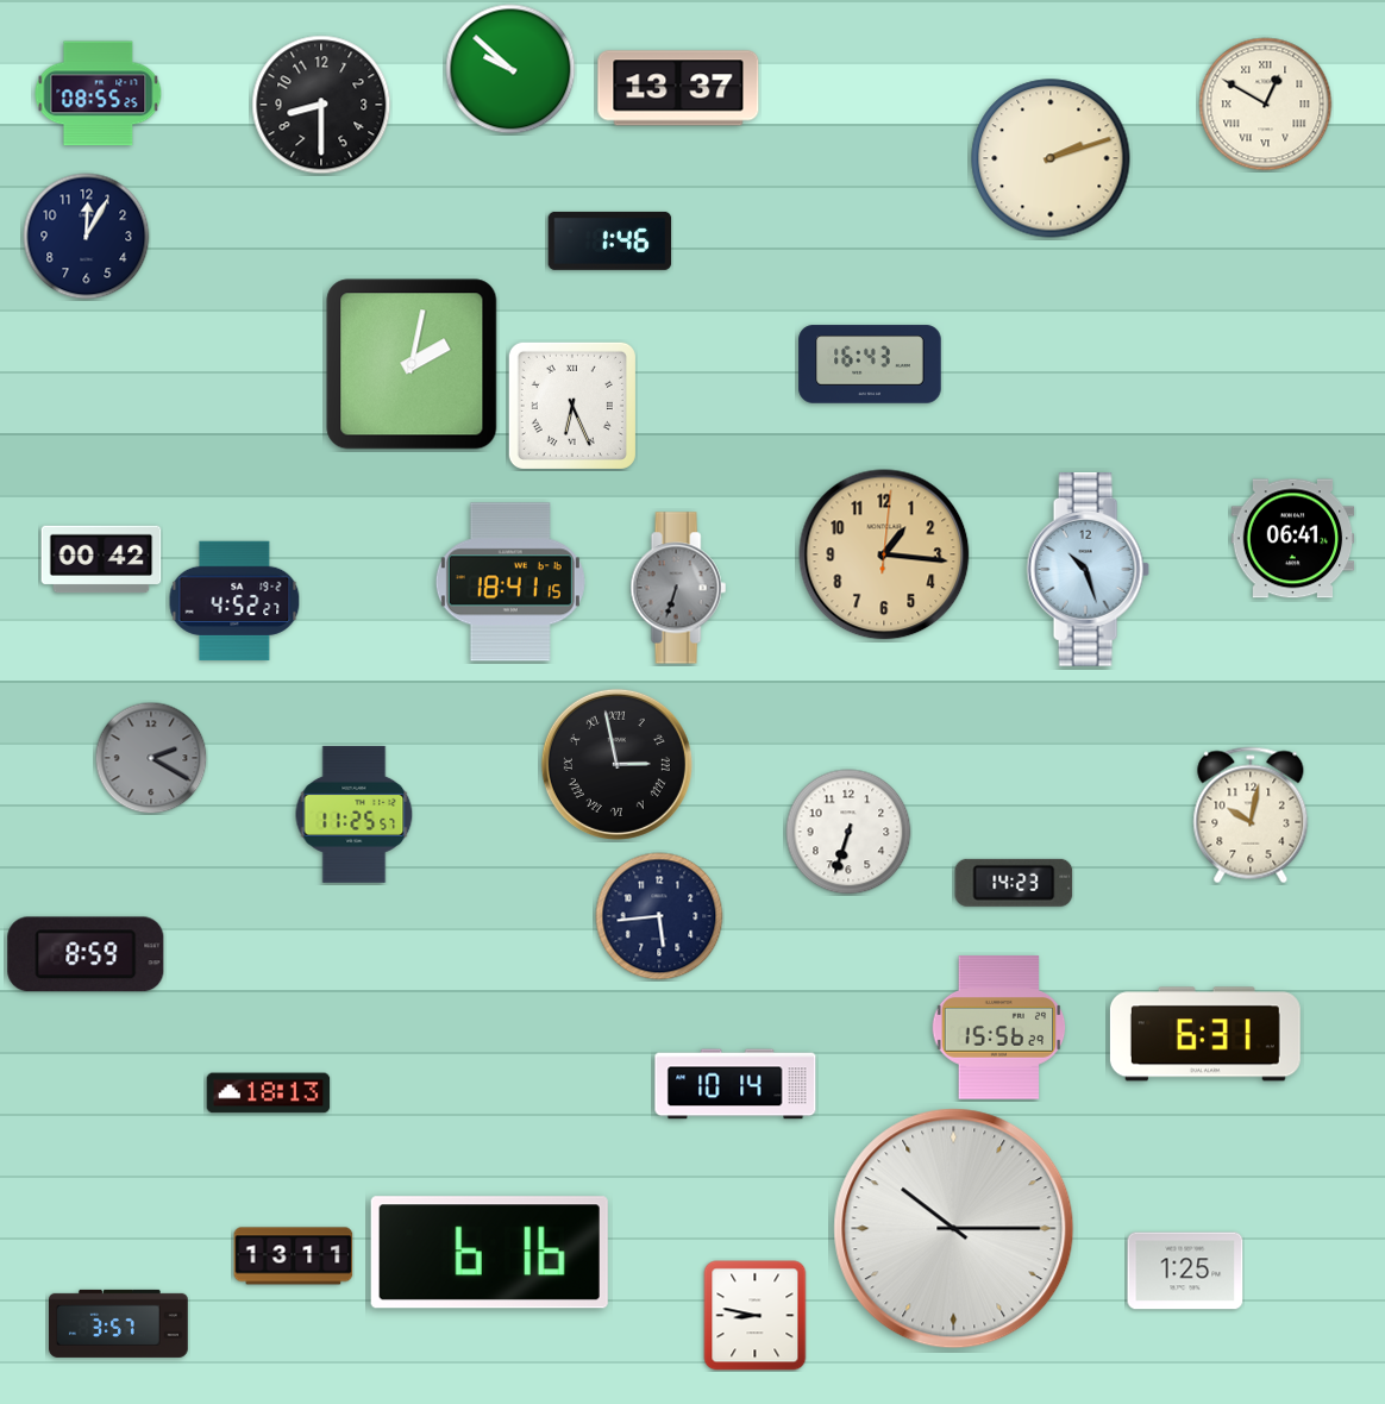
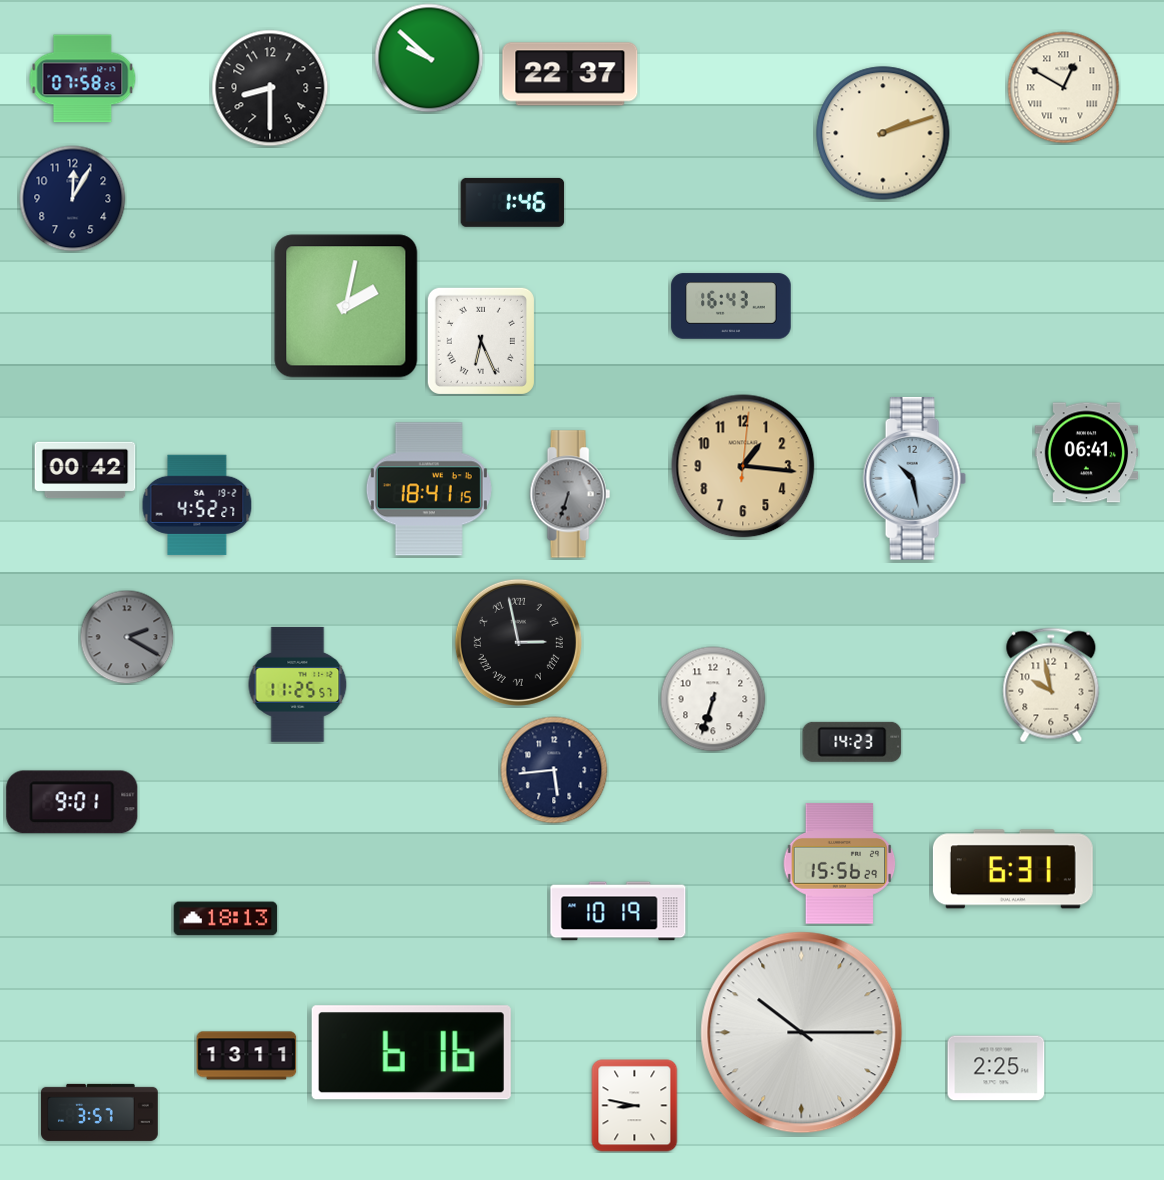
clock at (678, 88): 13:37 -> 22:37
clock at (99, 94): 08:55 -> 07:58
clock at (1088, 570): 10:27 -> 10:28
clock at (1251, 815): 10:02 -> 9:58
clock at (86, 954): 8:59 -> 9:01
clock at (735, 1084): 10:14 -> 10:19
clock at (1185, 1271): 1:25 -> 2:25
